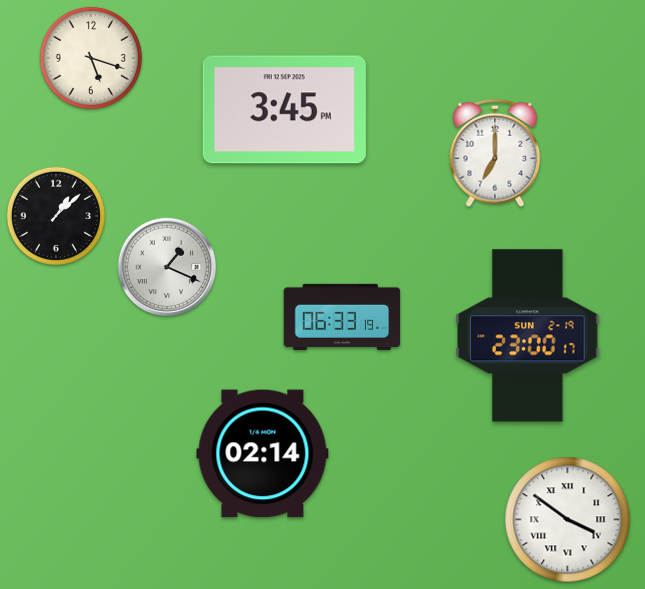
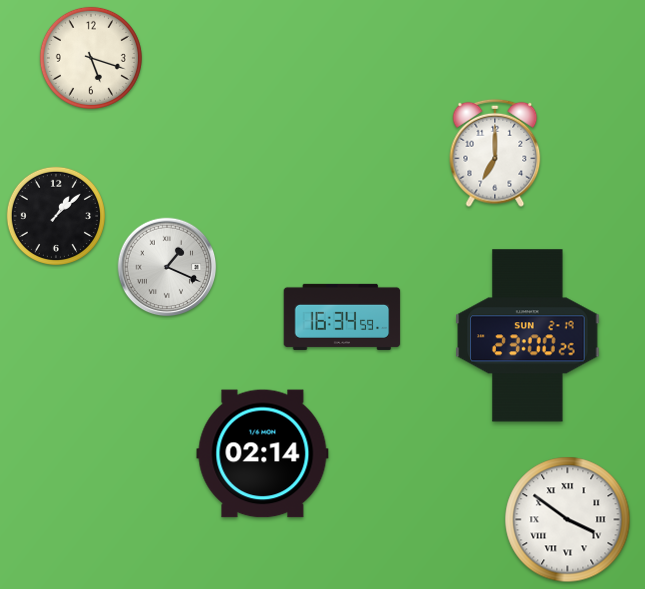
clock at (284, 110): 3:45 -> none
clock at (342, 317): 06:33 -> 16:34
clock at (528, 336): 23:00:17 -> 23:00:25
